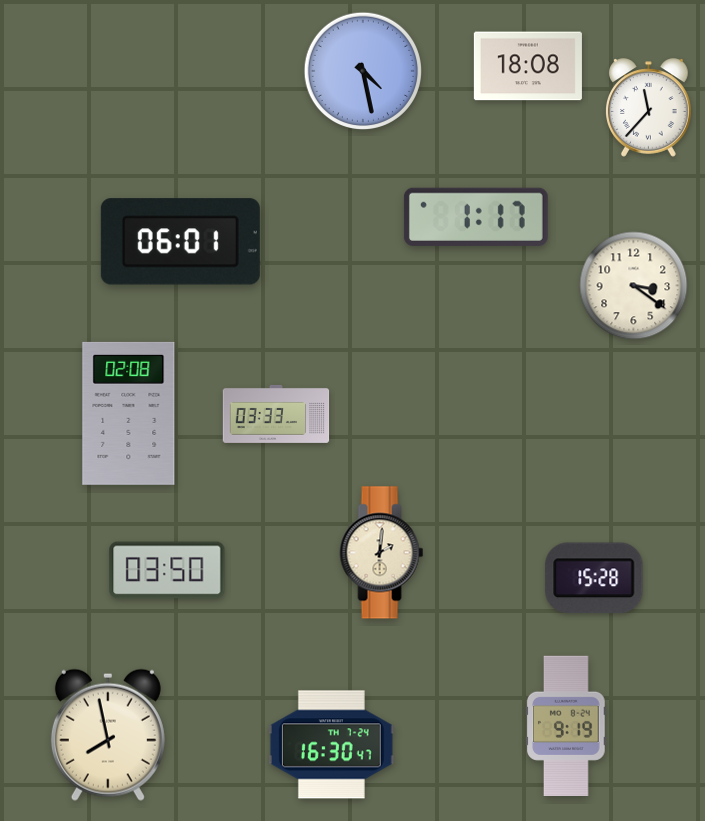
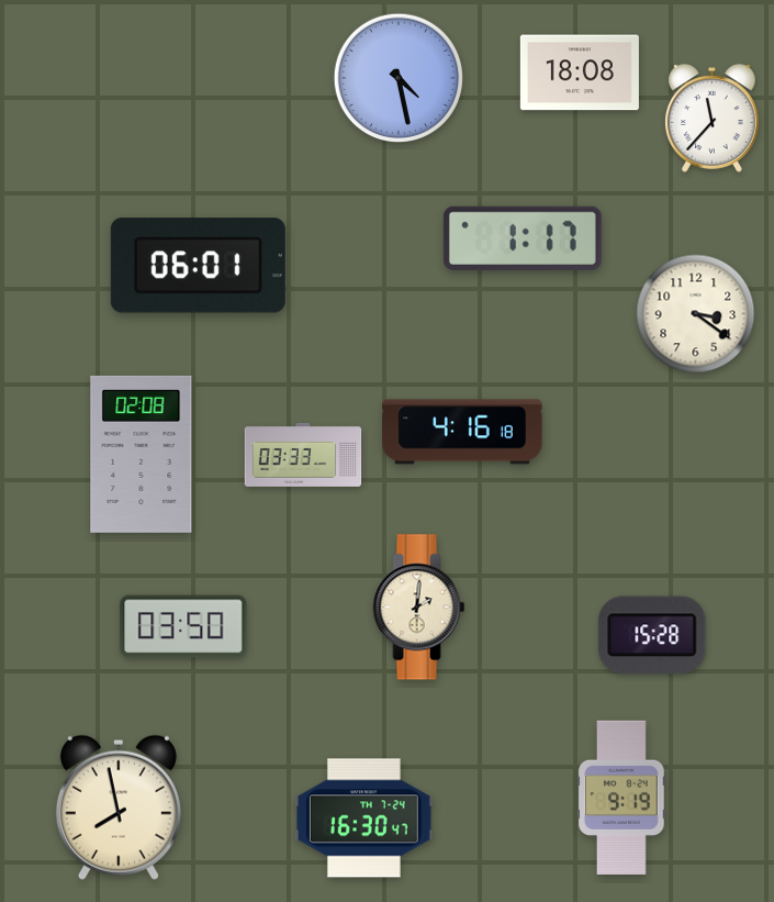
clock at (462, 432): none -> 4:16
